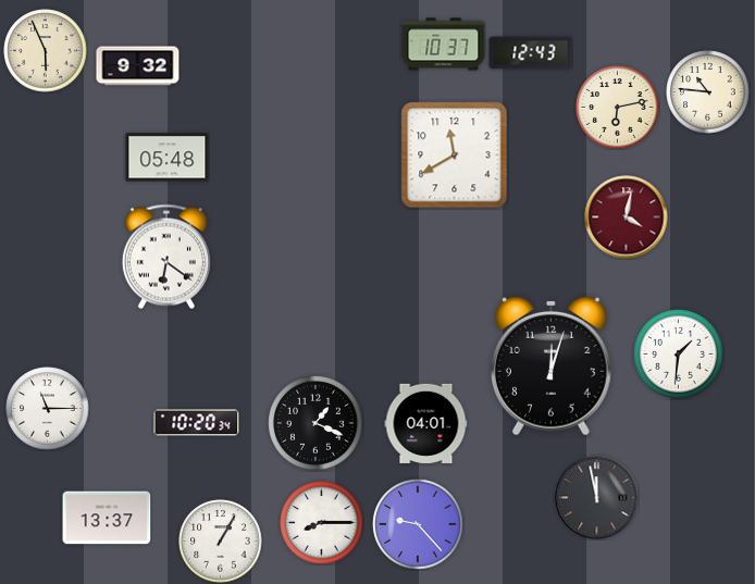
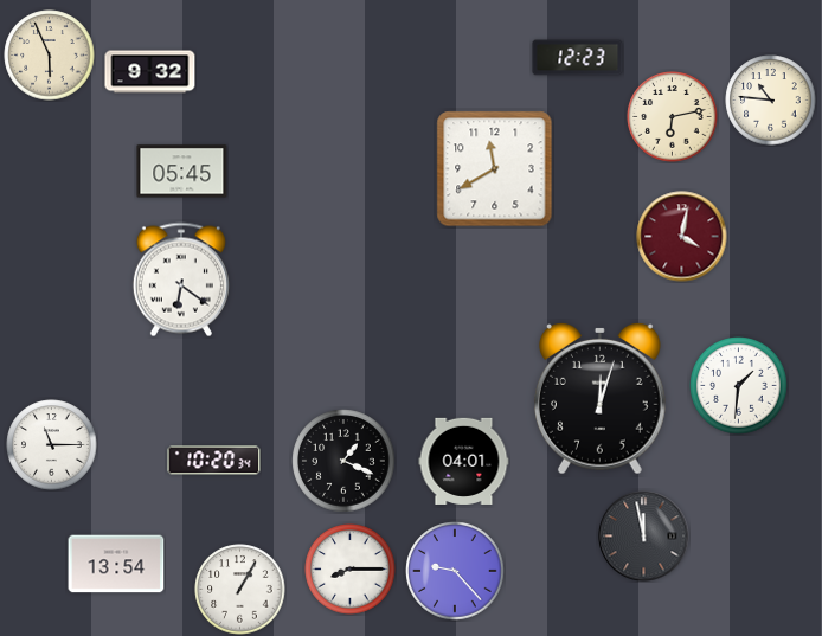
clock at (444, 45): 10:37 -> none
clock at (531, 53): 12:43 -> 12:23
clock at (168, 158): 05:48 -> 05:45
clock at (597, 498) position: (597, 498) -> (644, 537)
clock at (107, 518): 13:37 -> 13:54
